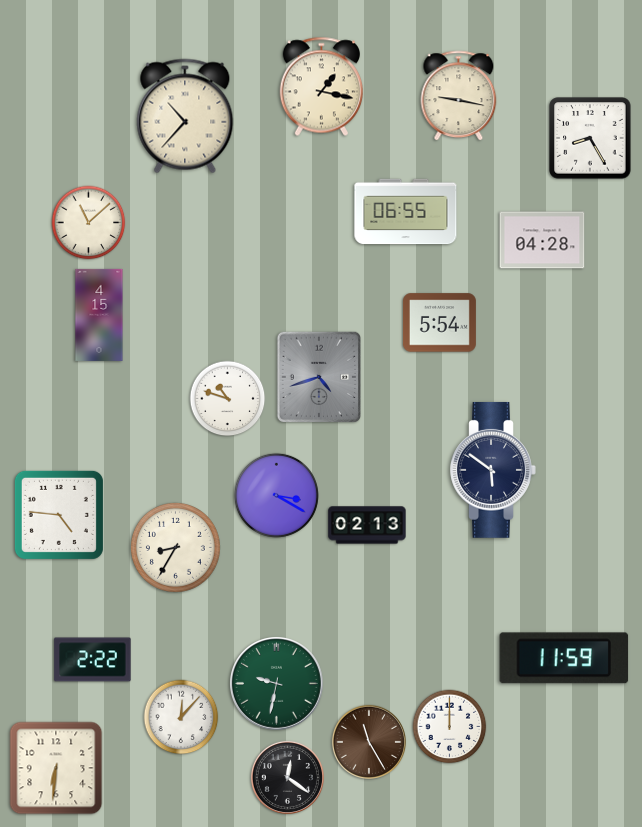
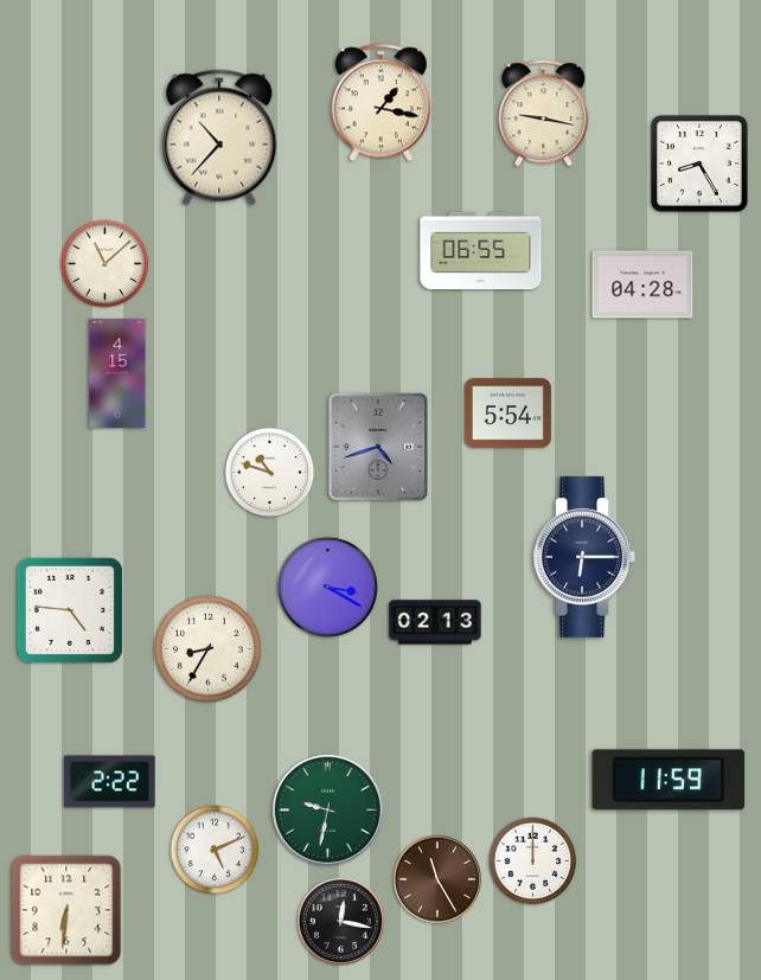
clock at (439, 323) position: (439, 323) -> (507, 414)
clock at (493, 470): 5:51 -> 6:15
clock at (181, 717): 12:07 -> 5:11
clock at (287, 777): 12:21 -> 12:17
